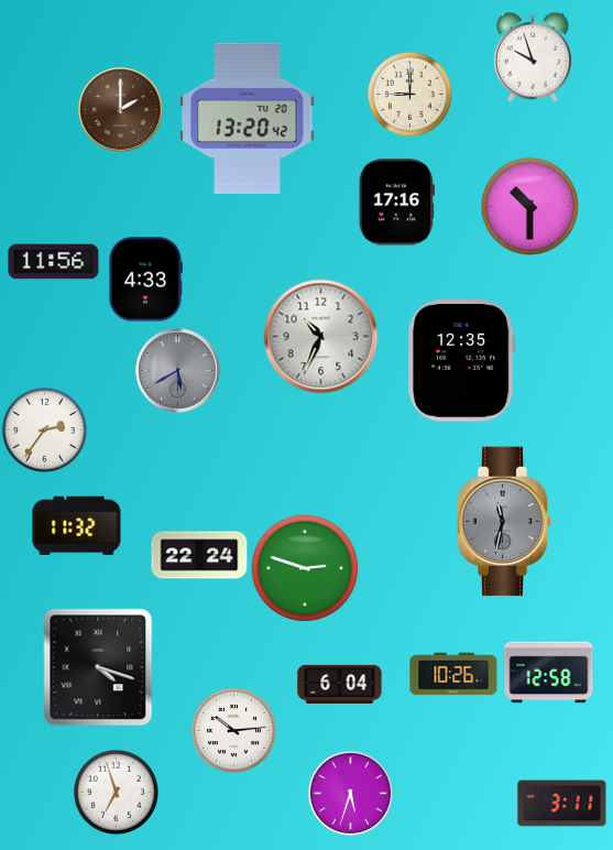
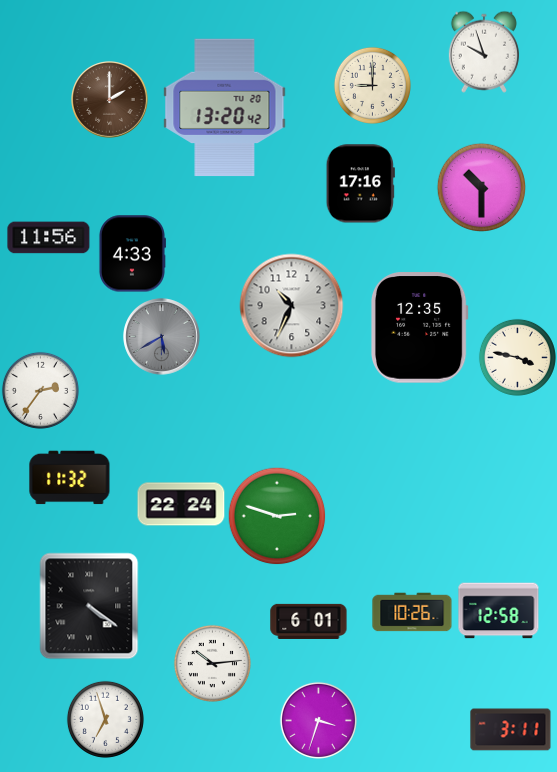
clock at (517, 357): none -> 3:47
clock at (504, 522): 11:32 -> none
clock at (98, 667): 4:18 -> 4:21
clock at (340, 684): 6:04 -> 6:01
clock at (350, 793): 5:33 -> 3:33
